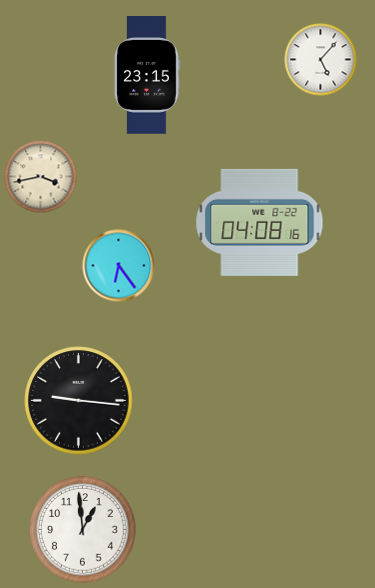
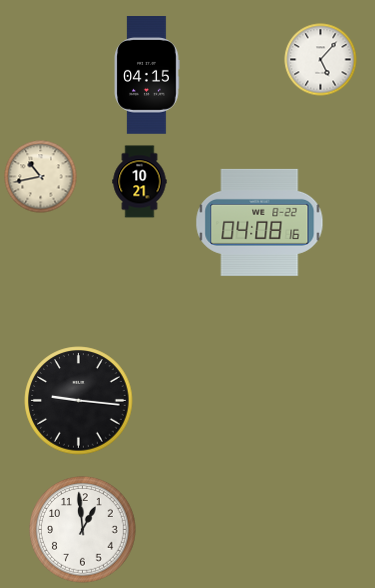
clock at (147, 76): 23:15 -> 04:15
clock at (41, 177): 3:43 -> 10:43
clock at (140, 182): none -> 10:21
clock at (119, 266): 6:24 -> none
